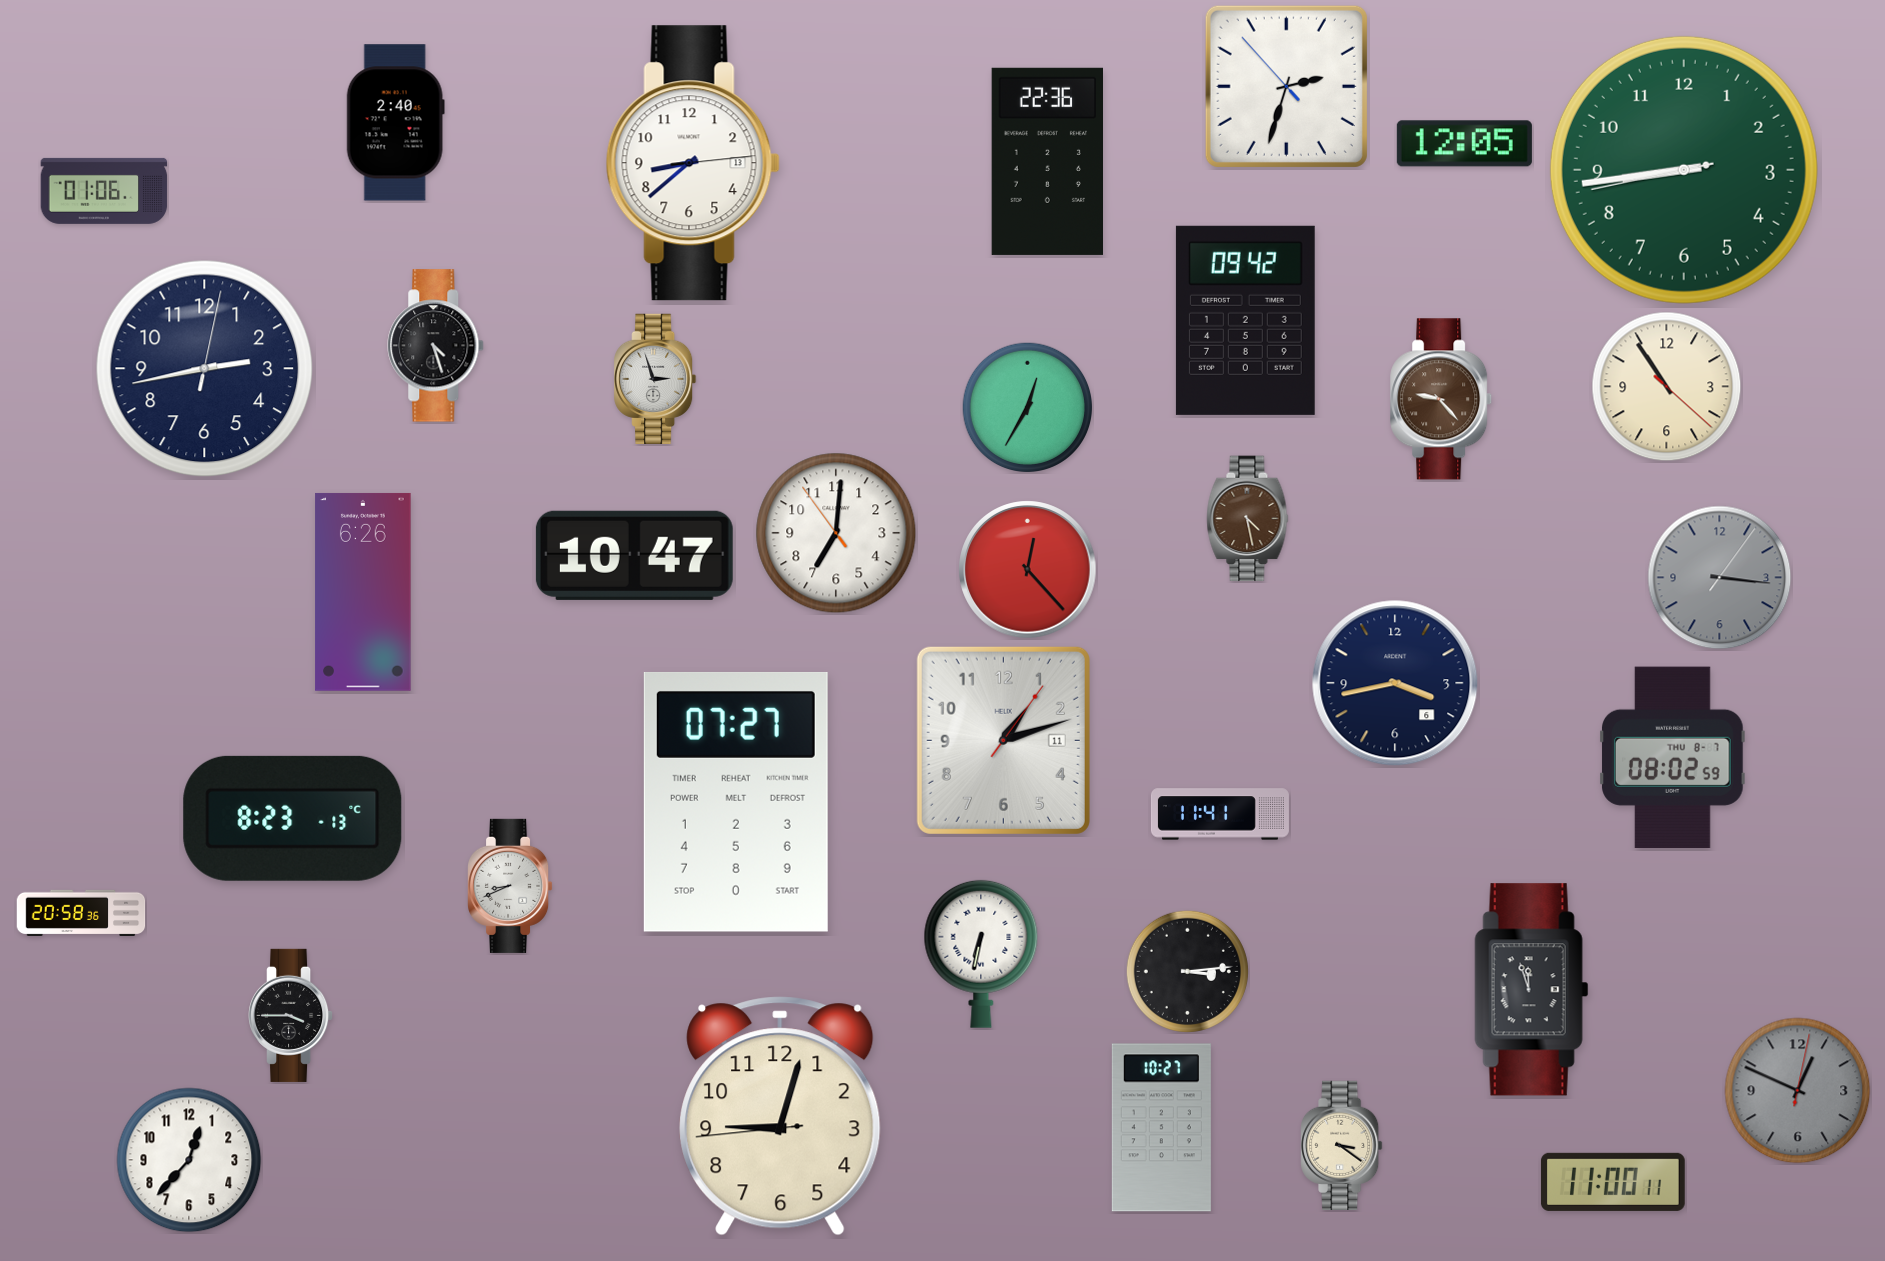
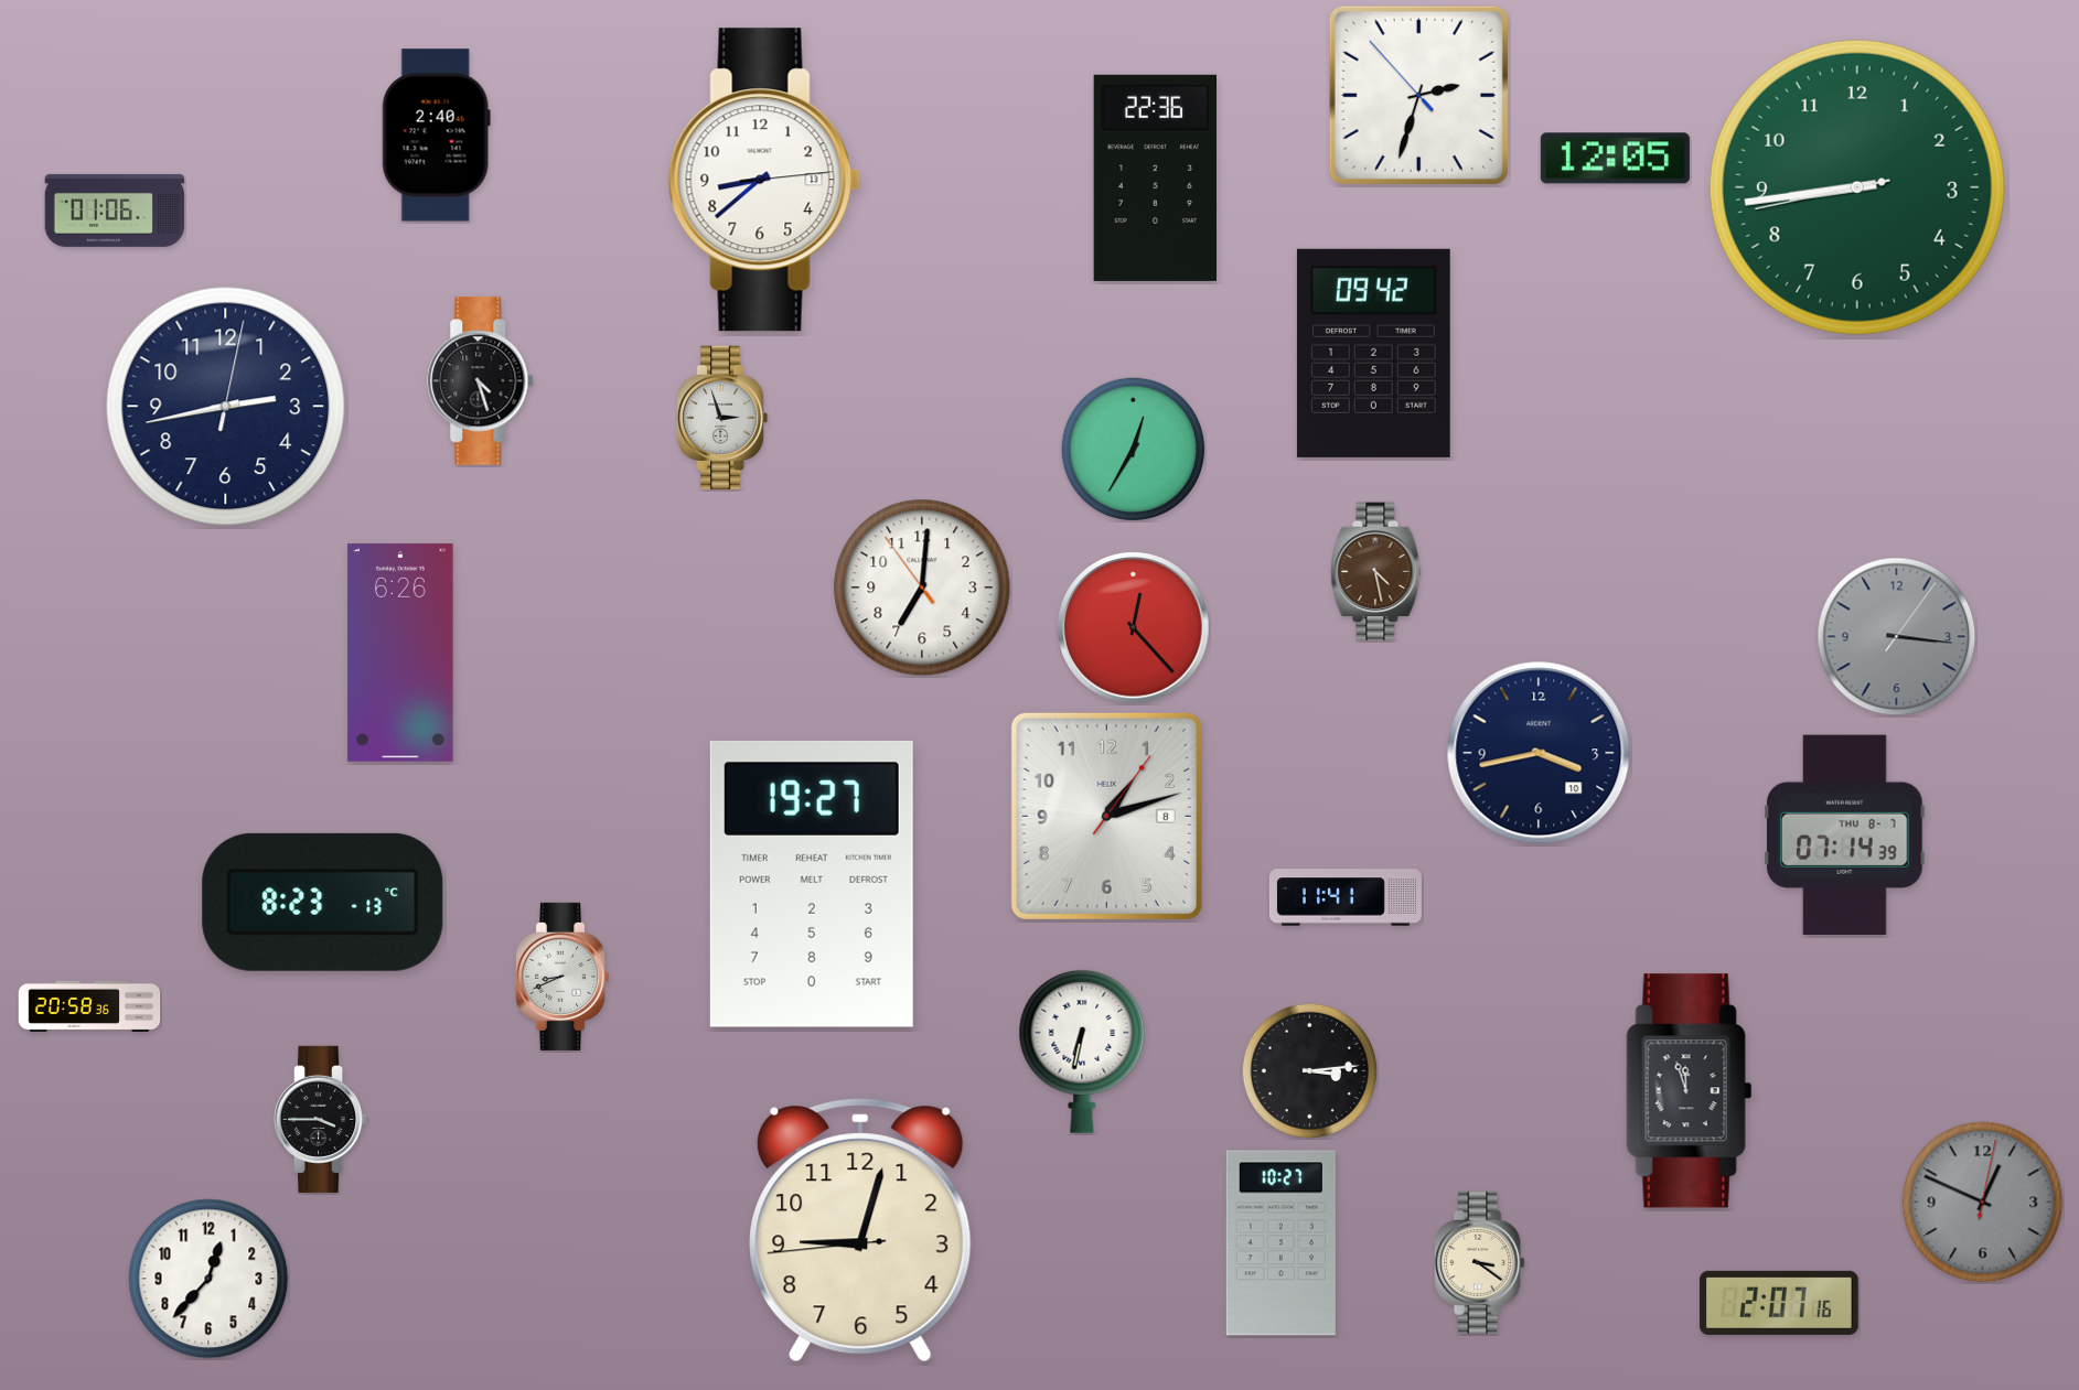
clock at (1667, 387): 10:54 -> none
clock at (1442, 399): 9:23 -> none
clock at (634, 555): 10:47 -> none
clock at (1395, 683) date: 6 -> 10
clock at (1003, 740) date: 11 -> 8
clock at (1673, 757): 08:02 -> 07:14
clock at (736, 802): 07:27 -> 19:27
clock at (1613, 1182): 11:00 -> 2:07
